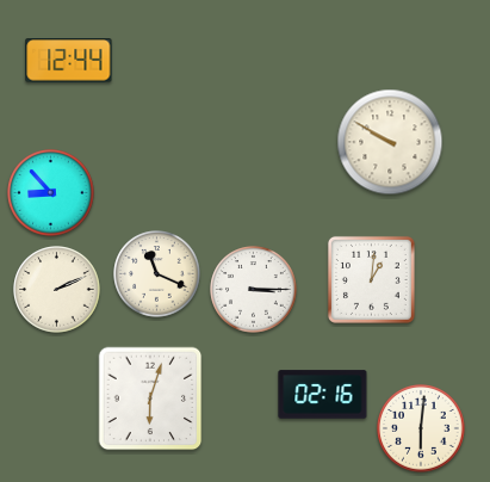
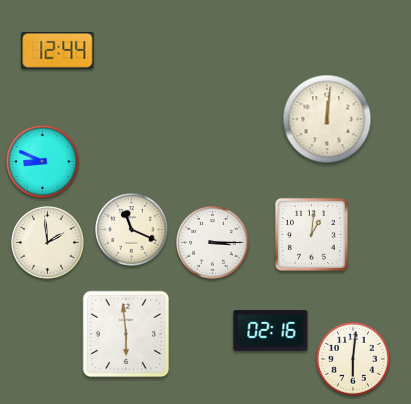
clock at (390, 142): 9:50 -> 12:01
clock at (51, 193): 8:53 -> 8:49
clock at (57, 290): 2:11 -> 1:59
clock at (150, 398): 6:03 -> 5:59
